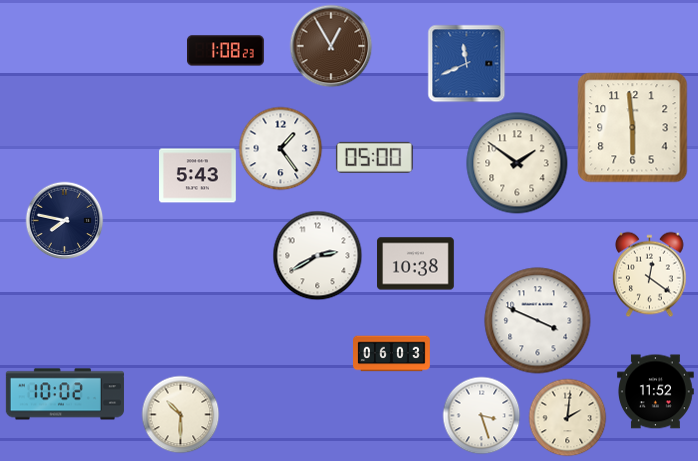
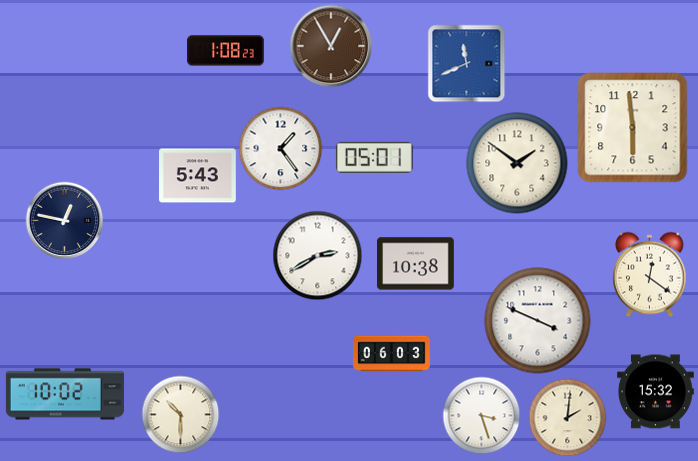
clock at (374, 157): 05:00 -> 05:01
clock at (64, 220): 7:47 -> 12:47
clock at (656, 392): 11:52 -> 15:32
